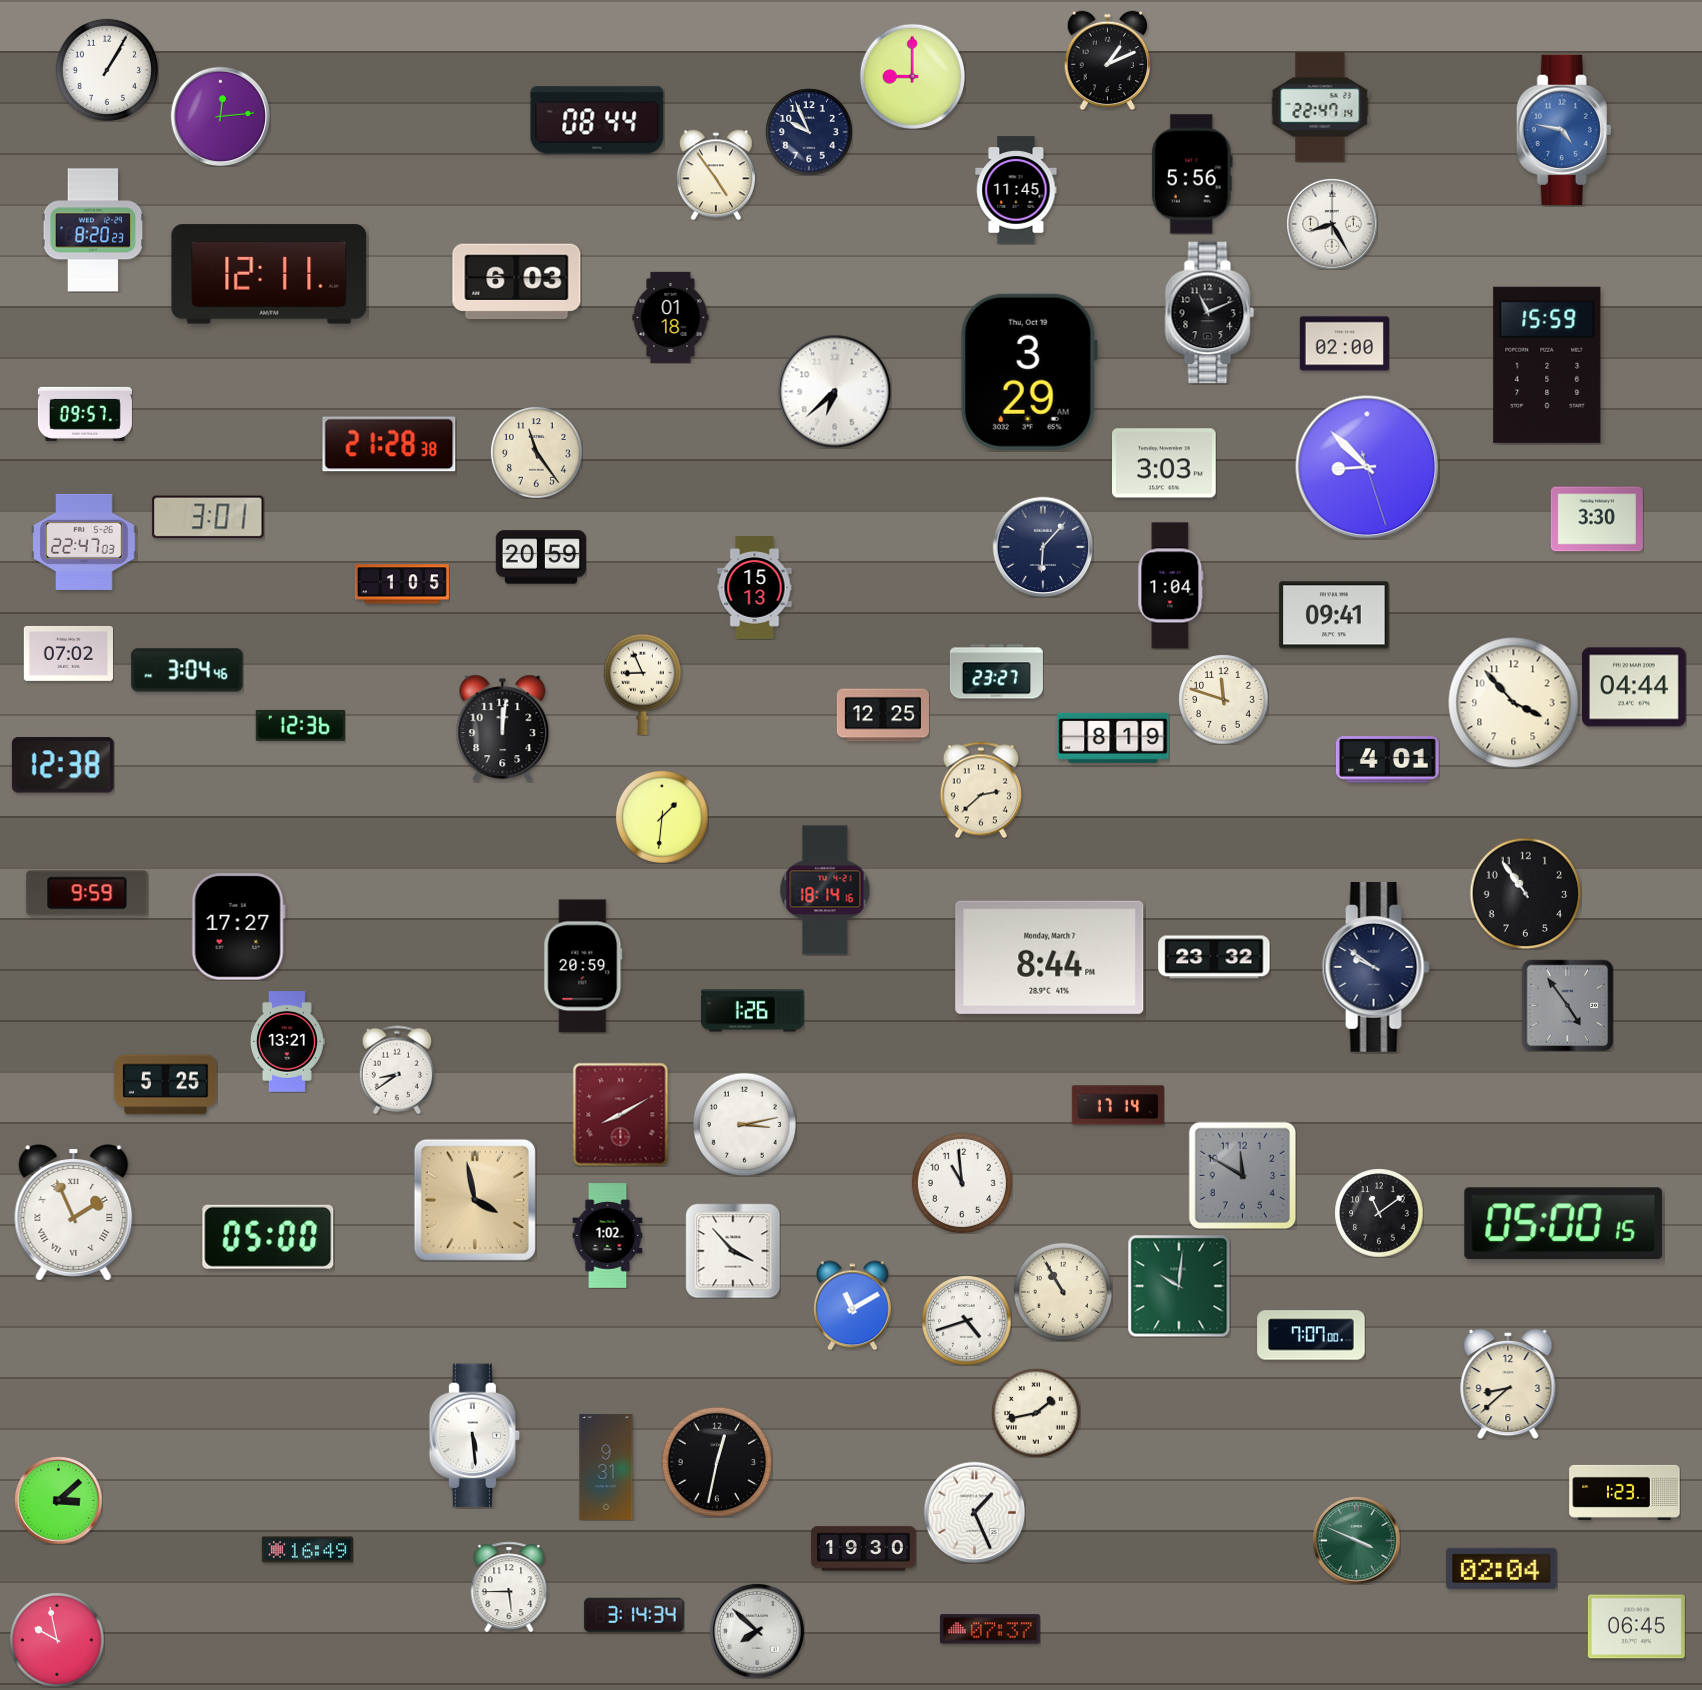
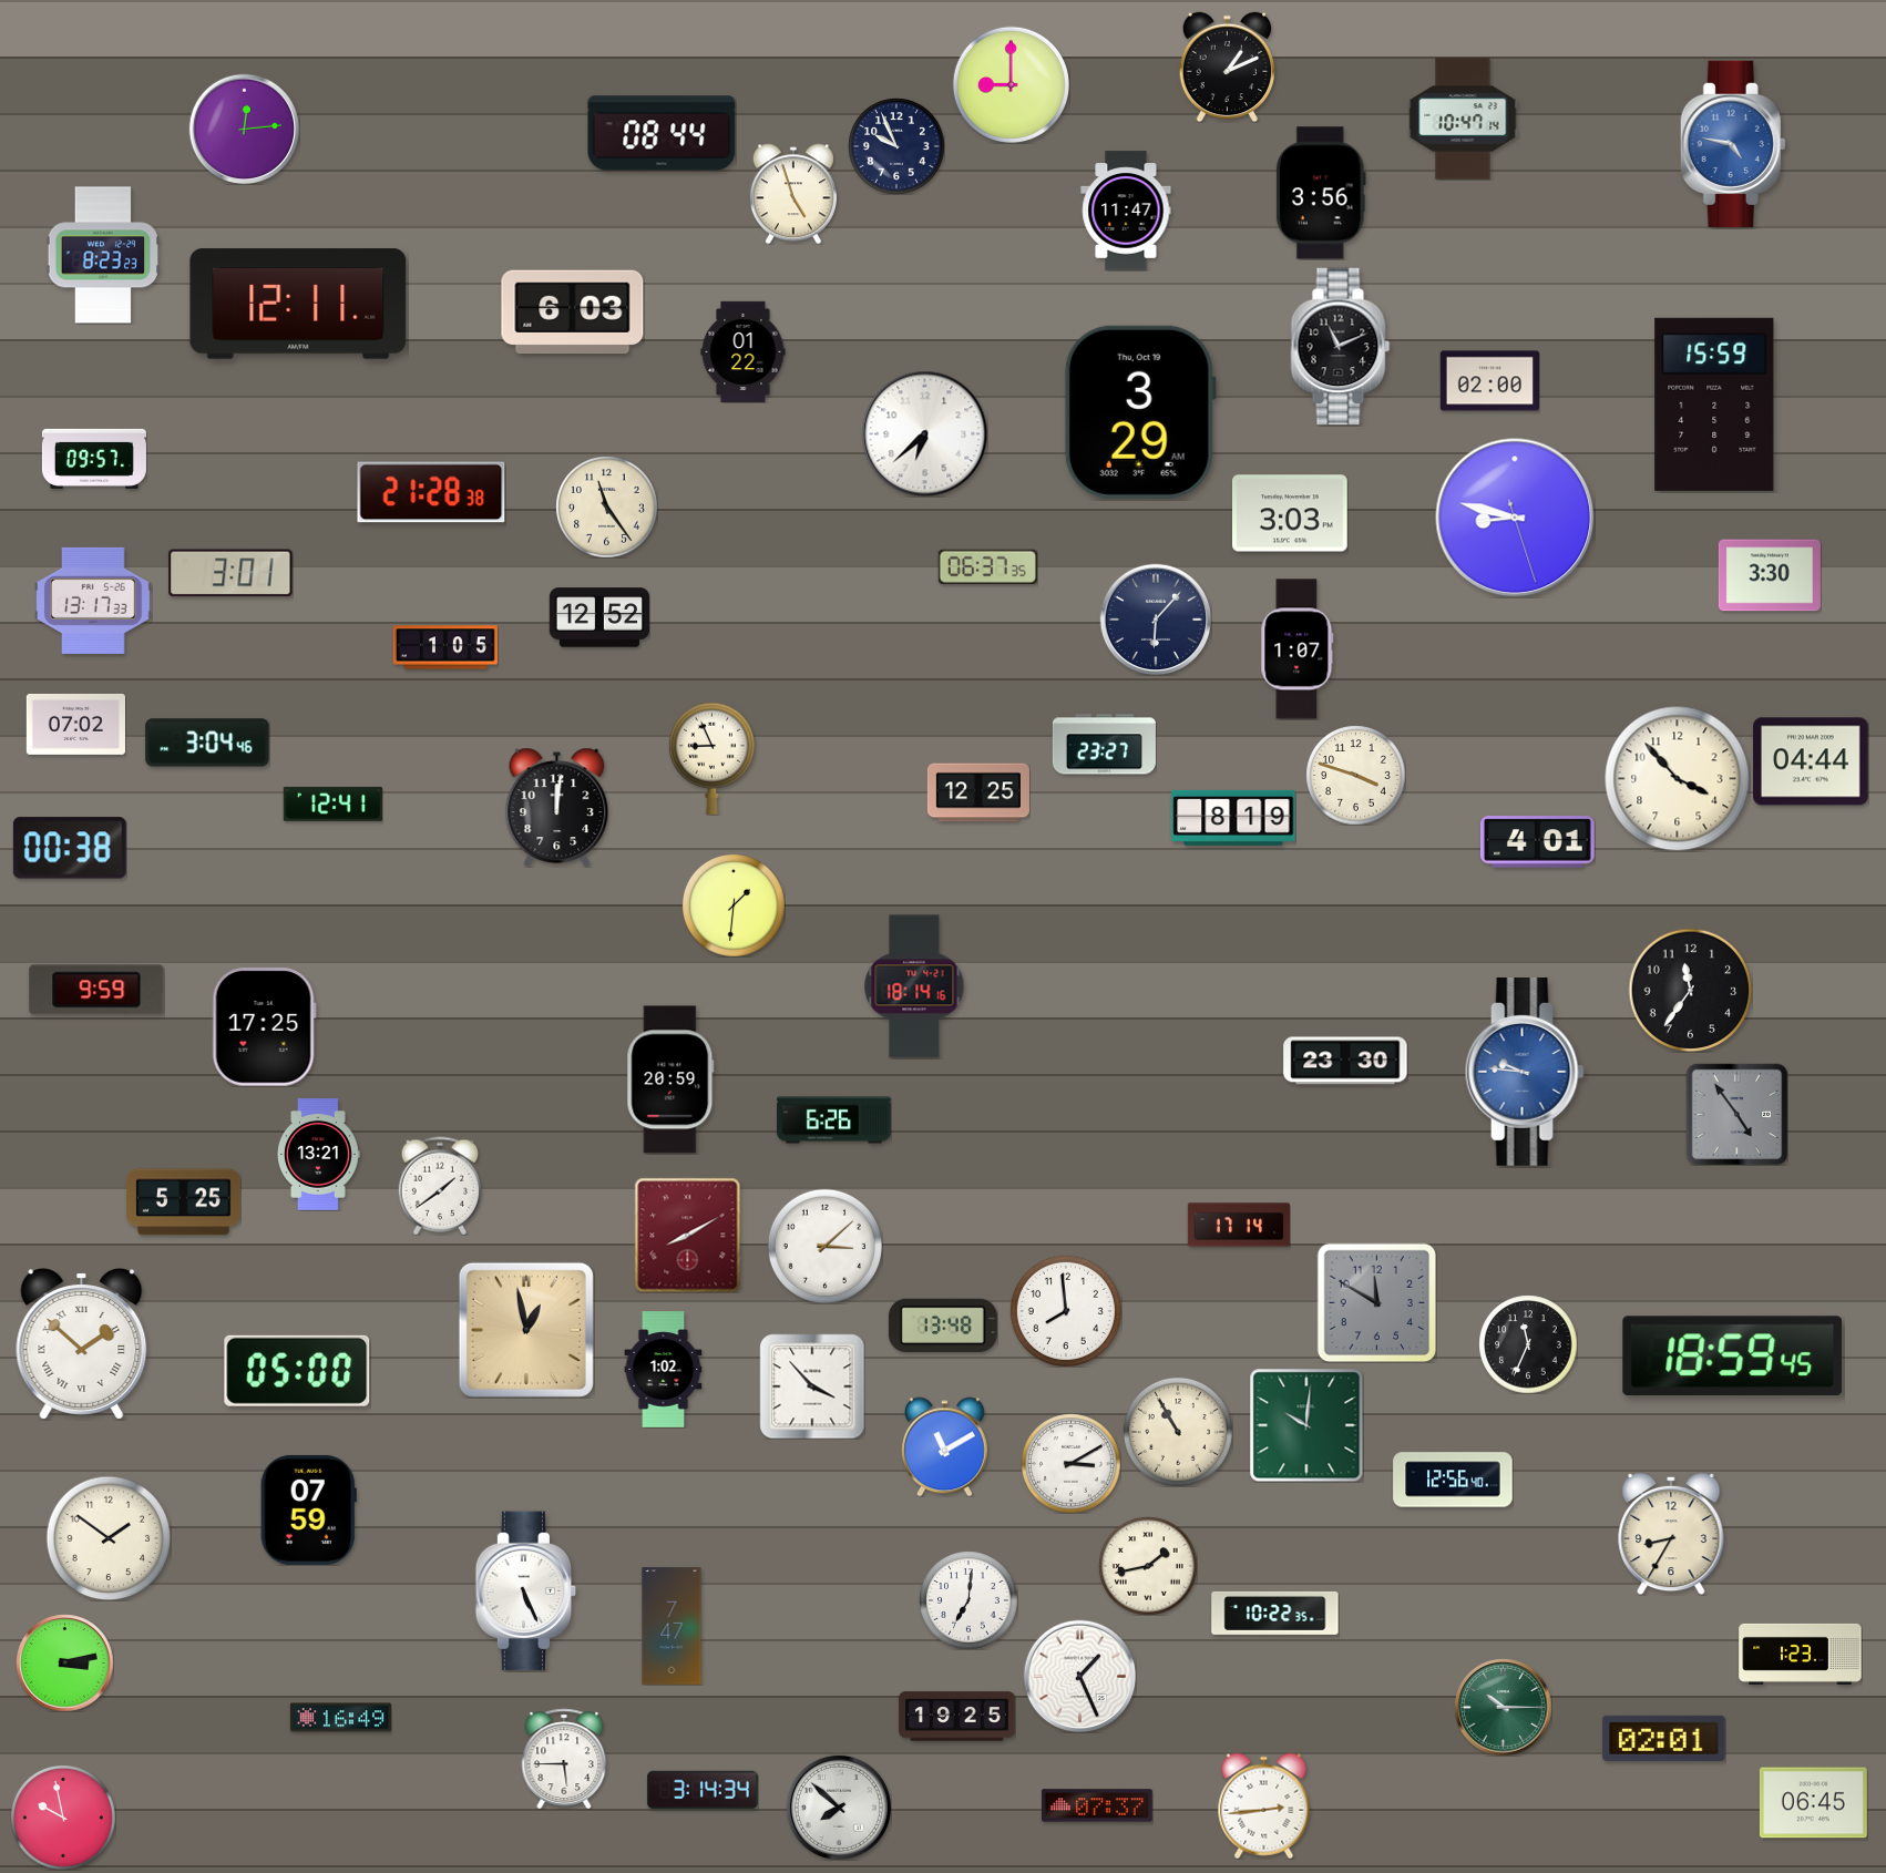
clock at (107, 70): 1:05 -> none
clock at (1320, 107): 22:47 -> 10:47
clock at (1192, 174): 5:56 -> 3:56
clock at (716, 175): 4:54 -> 4:57
clock at (1016, 190): 11:45 -> 11:47
clock at (1332, 224): 8:25 -> none
clock at (92, 230): 8:20 -> 8:23
clock at (671, 317): 01:18 -> 01:22
clock at (537, 453) position: (537, 453) -> (607, 508)
clock at (1367, 467): 8:52 -> 8:47
clock at (987, 566): none -> 06:37
clock at (84, 542): 22:47 -> 13:17
clock at (1043, 547) position: (1043, 547) -> (1156, 620)
clock at (541, 557): 20:59 -> 12:52
clock at (1171, 586): 1:04 -> 1:07
clock at (755, 588): 15:13 -> none
clock at (1334, 615): 09:41 -> none
clock at (1223, 699): 11:48 -> 3:48
clock at (300, 725): 12:36 -> 12:41
clock at (63, 765): 12:38 -> 00:38
clock at (981, 790): 2:38 -> none
clock at (1525, 893): 10:54 -> 11:36
clock at (238, 927): 17:27 -> 17:25
clock at (1050, 957): 8:44 -> none
clock at (1214, 957): 23:32 -> 23:30
clock at (583, 966) position: (583, 966) -> (670, 1079)
clock at (1376, 968): 9:51 -> 9:46
clock at (1376, 968) dial: navy -> blue
clock at (753, 1011): 1:26 -> 6:26
clock at (396, 1070): 8:39 -> 1:39
clock at (744, 1124): 3:13 -> 3:08
clock at (962, 1183): 10:59 -> 7:59
clock at (943, 1326): none -> 13:48
clock at (475, 1200): 3:58 -> 12:58
clock at (74, 1213): 1:56 -> 1:52
clock at (1379, 1213): 11:09 -> 11:34
clock at (1564, 1224): 05:00 -> 18:59
clock at (608, 1236) position: (608, 1236) -> (664, 1370)
clock at (966, 1320): 4:42 -> 3:10
clock at (1311, 1335): 7:07 -> 12:56
clock at (308, 1509): none -> 07:59
clock at (1508, 1384): 8:38 -> 8:35
clock at (109, 1538): none -> 1:51
clock at (475, 1436): 5:29 -> 5:26
clock at (968, 1600): none -> 7:01
clock at (1275, 1613): none -> 10:22
clock at (717, 1462): 12:32 -> none
clock at (606, 1467): 9:31 -> 7:47
clock at (58, 1500): 3:08 -> 3:13
clock at (1356, 1540): 3:49 -> 10:15
clock at (864, 1549): 19:30 -> 19:25
clock at (1502, 1568): 02:04 -> 02:01
clock at (1264, 1805): none -> 2:44
